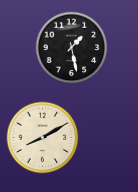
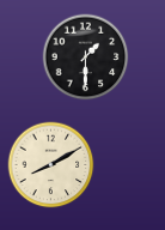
clock at (72, 48): 1:28 -> 1:30
